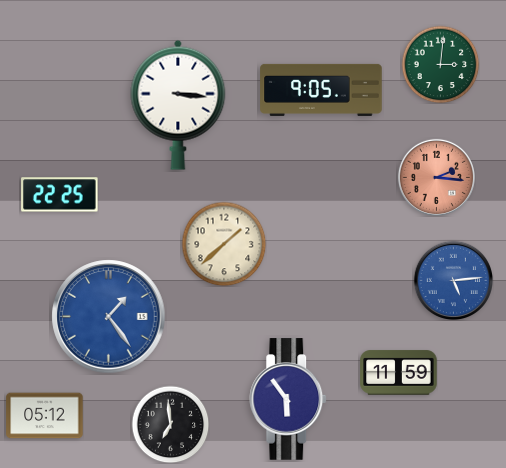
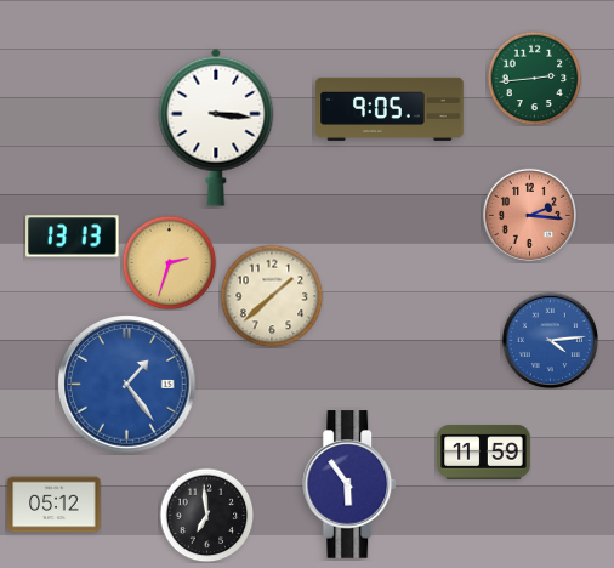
clock at (440, 64): 3:01 -> 2:44
clock at (60, 195): 22:25 -> 13:13
clock at (169, 262): none -> 2:33
clock at (453, 280): 5:14 -> 4:14
clock at (109, 317) position: (109, 317) -> (127, 385)
